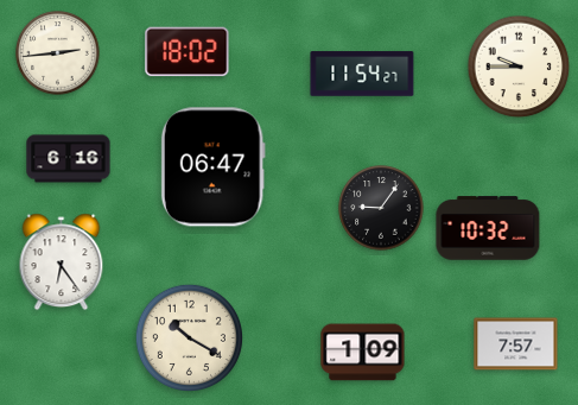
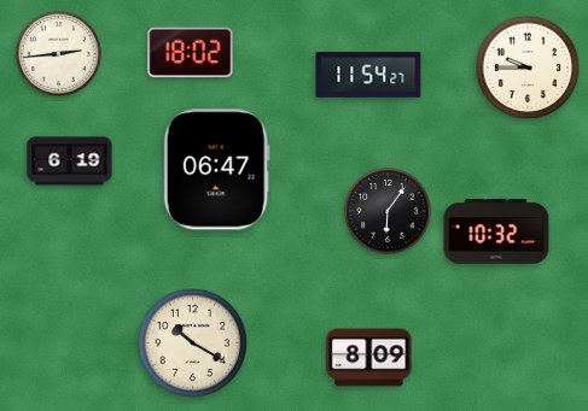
clock at (69, 159): 6:16 -> 6:19
clock at (381, 208): 9:06 -> 6:06
clock at (62, 262): 6:24 -> none
clock at (516, 344): 7:57 -> none
clock at (363, 353): 1:09 -> 8:09
